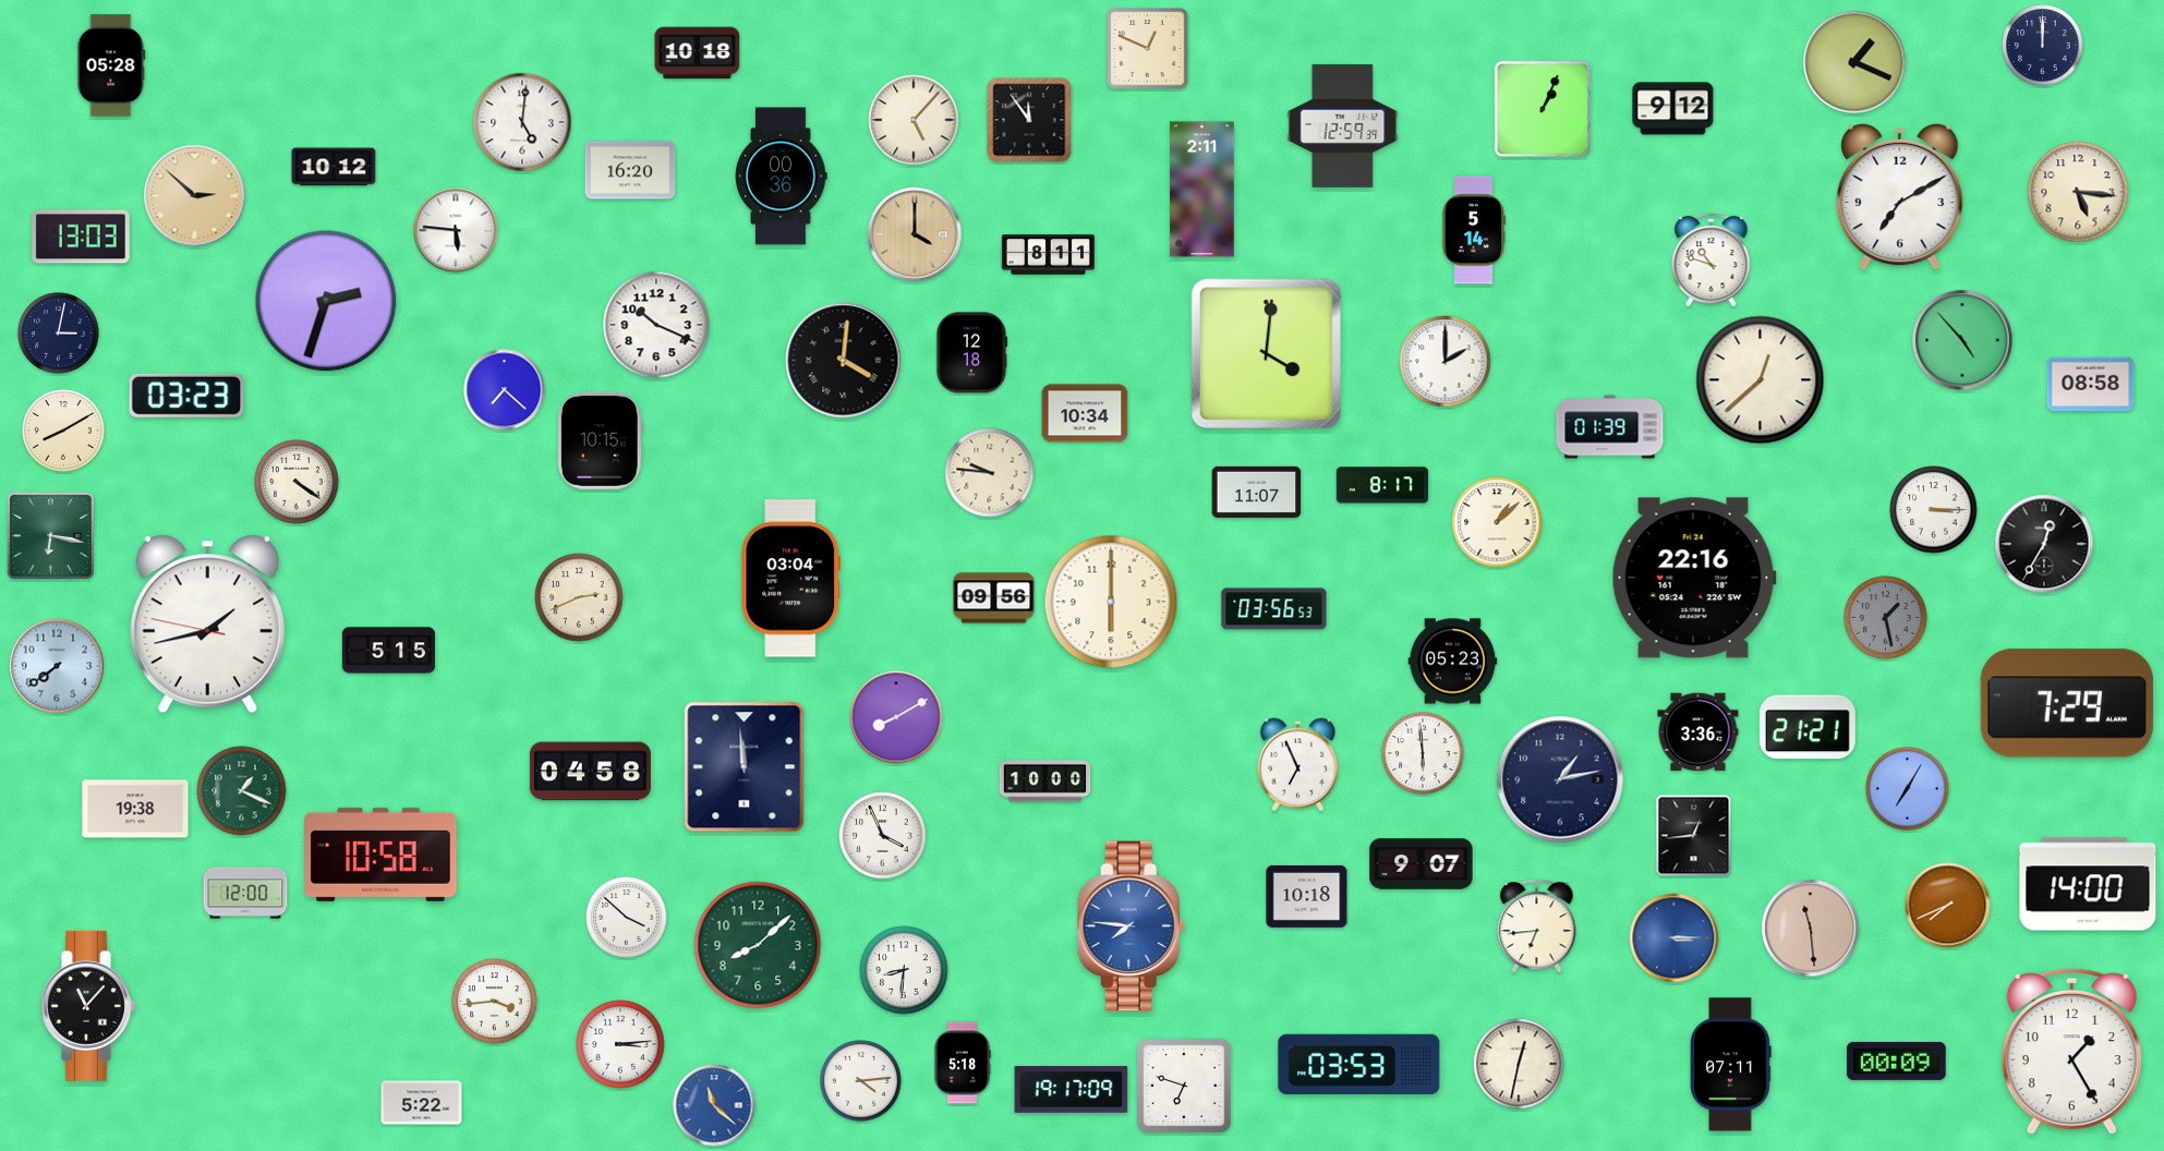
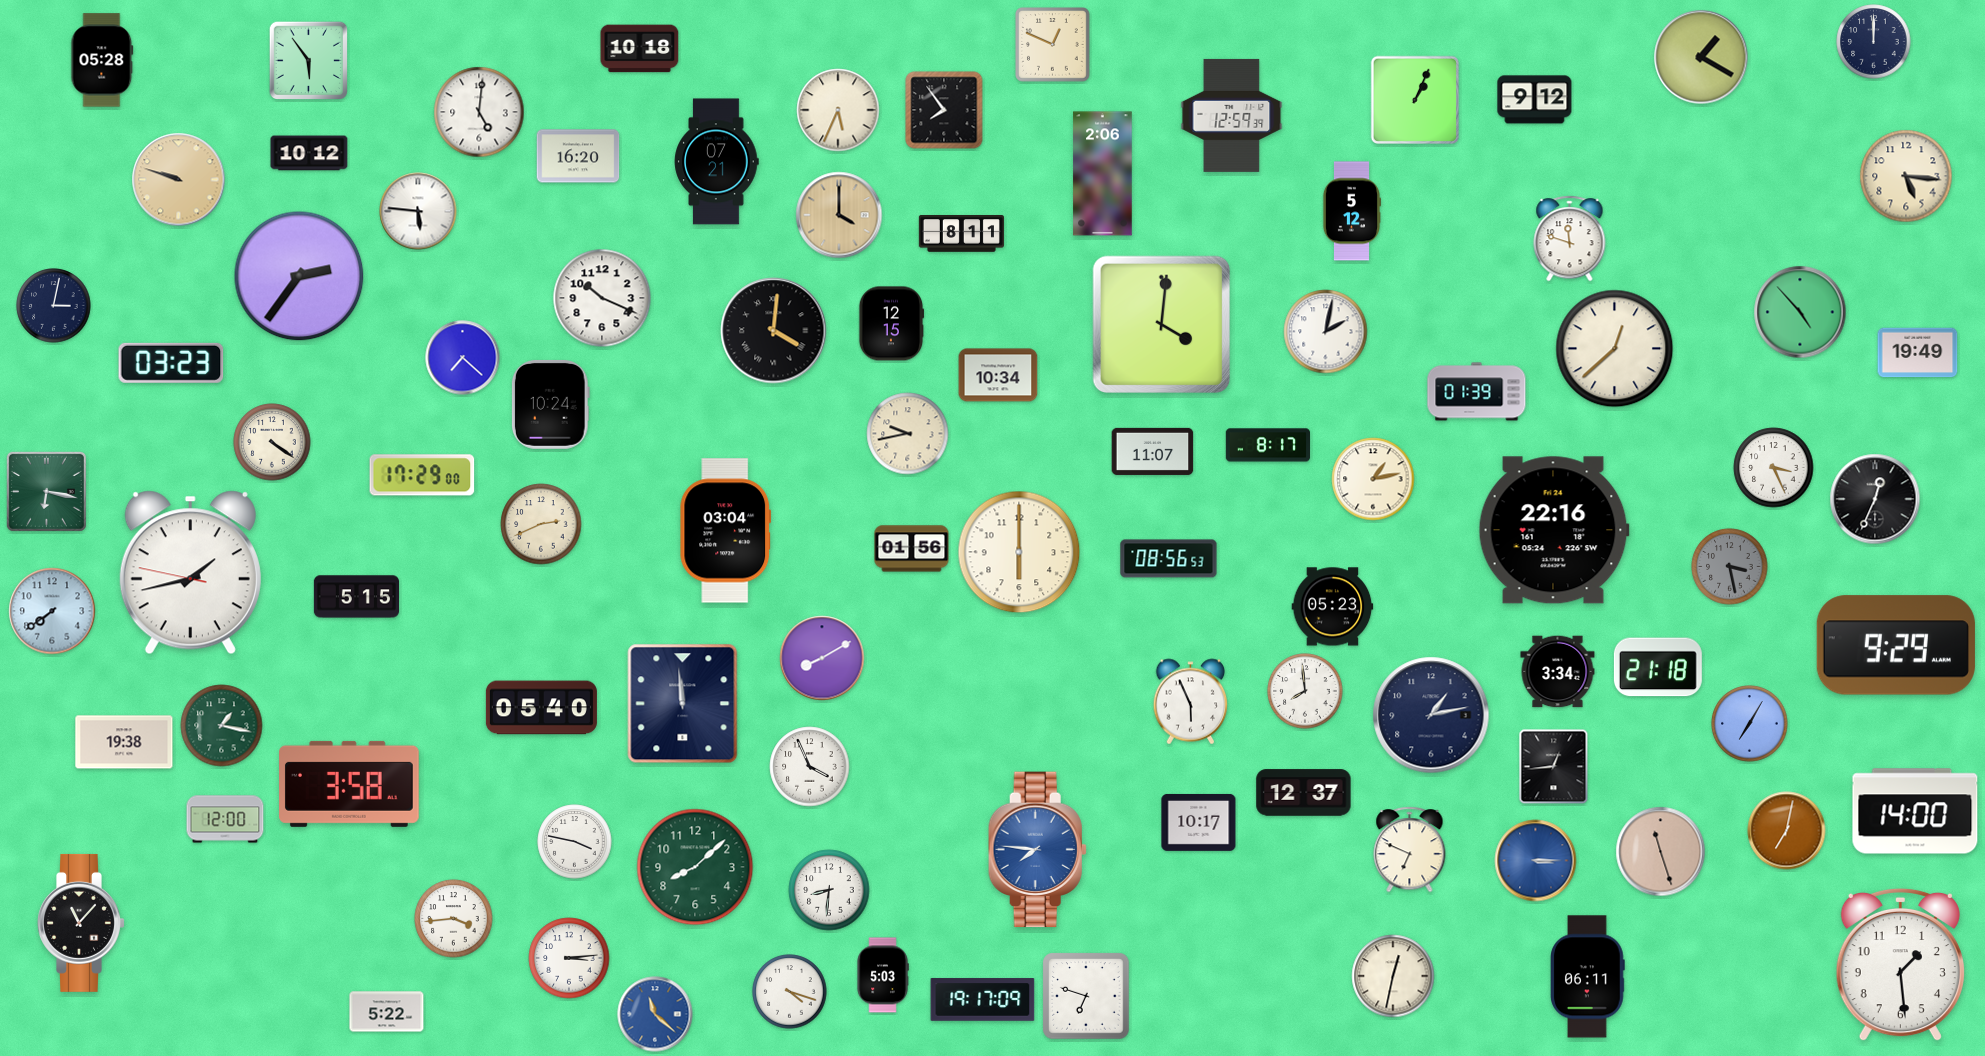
clock at (1854, 62): 1:19 -> 1:20
clock at (308, 60): none -> 5:54
clock at (914, 120): 5:07 -> 5:34
clock at (1029, 120): 11:54 -> 7:54
clock at (334, 167) position: (334, 167) -> (309, 153)
clock at (781, 177): 00:36 -> 07:21
clock at (1202, 190): 2:11 -> 2:06
clock at (195, 196): 2:52 -> 9:48
clock at (1900, 196): 7:10 -> none
clock at (1473, 230): 5:14 -> 5:12
clock at (82, 237): 13:03 -> none
clock at (1712, 261): 10:48 -> 11:48
clock at (326, 301): 2:33 -> 2:36
clock at (971, 353): 12:18 -> 12:15
clock at (1446, 362): 2:00 -> 2:02
clock at (2091, 385): 08:58 -> 19:49
clock at (1085, 413) position: (1085, 413) -> (998, 375)
clock at (63, 431): 8:10 -> none
clock at (600, 440): 10:15 -> 10:24
clock at (990, 473): 9:46 -> 9:43
clock at (1934, 510): 3:15 -> 3:26
clock at (422, 475): none -> 17:29
clock at (1497, 522): 1:08 -> 1:13
clock at (2044, 544): 12:35 -> 12:34
clock at (579, 597) position: (579, 597) -> (541, 524)
clock at (994, 598): 09:56 -> 01:56
clock at (1274, 609): 03:56 -> 08:56
clock at (1886, 618): 1:28 -> 3:28
clock at (2067, 703): 7:29 -> 9:29
clock at (1808, 727): 21:21 -> 21:18
clock at (1698, 732): 3:36 -> 3:34
clock at (1423, 753): 5:59 -> 7:59
clock at (1298, 765): 6:56 -> 5:56
clock at (590, 772): 04:58 -> 05:40
clock at (1045, 782): 10:00 -> none
clock at (242, 791): 1:19 -> 1:17
clock at (382, 855): 10:58 -> 3:58
clock at (1422, 864): 9:07 -> 12:37
clock at (1307, 896): 10:18 -> 10:17
clock at (1948, 906): 7:41 -> 7:02
clock at (627, 918): 3:52 -> 3:47
clock at (1537, 926): 6:44 -> 6:49
clock at (1811, 929): 11:29 -> 11:27
clock at (2071, 1052): 1:25 -> 1:29
clock at (1897, 1061): 00:09 -> none
clock at (963, 1063): 5:18 -> 5:03
clock at (1359, 1064): 03:53 -> none
clock at (1731, 1065): 07:11 -> 06:11
clock at (861, 1081): 4:14 -> 4:18
